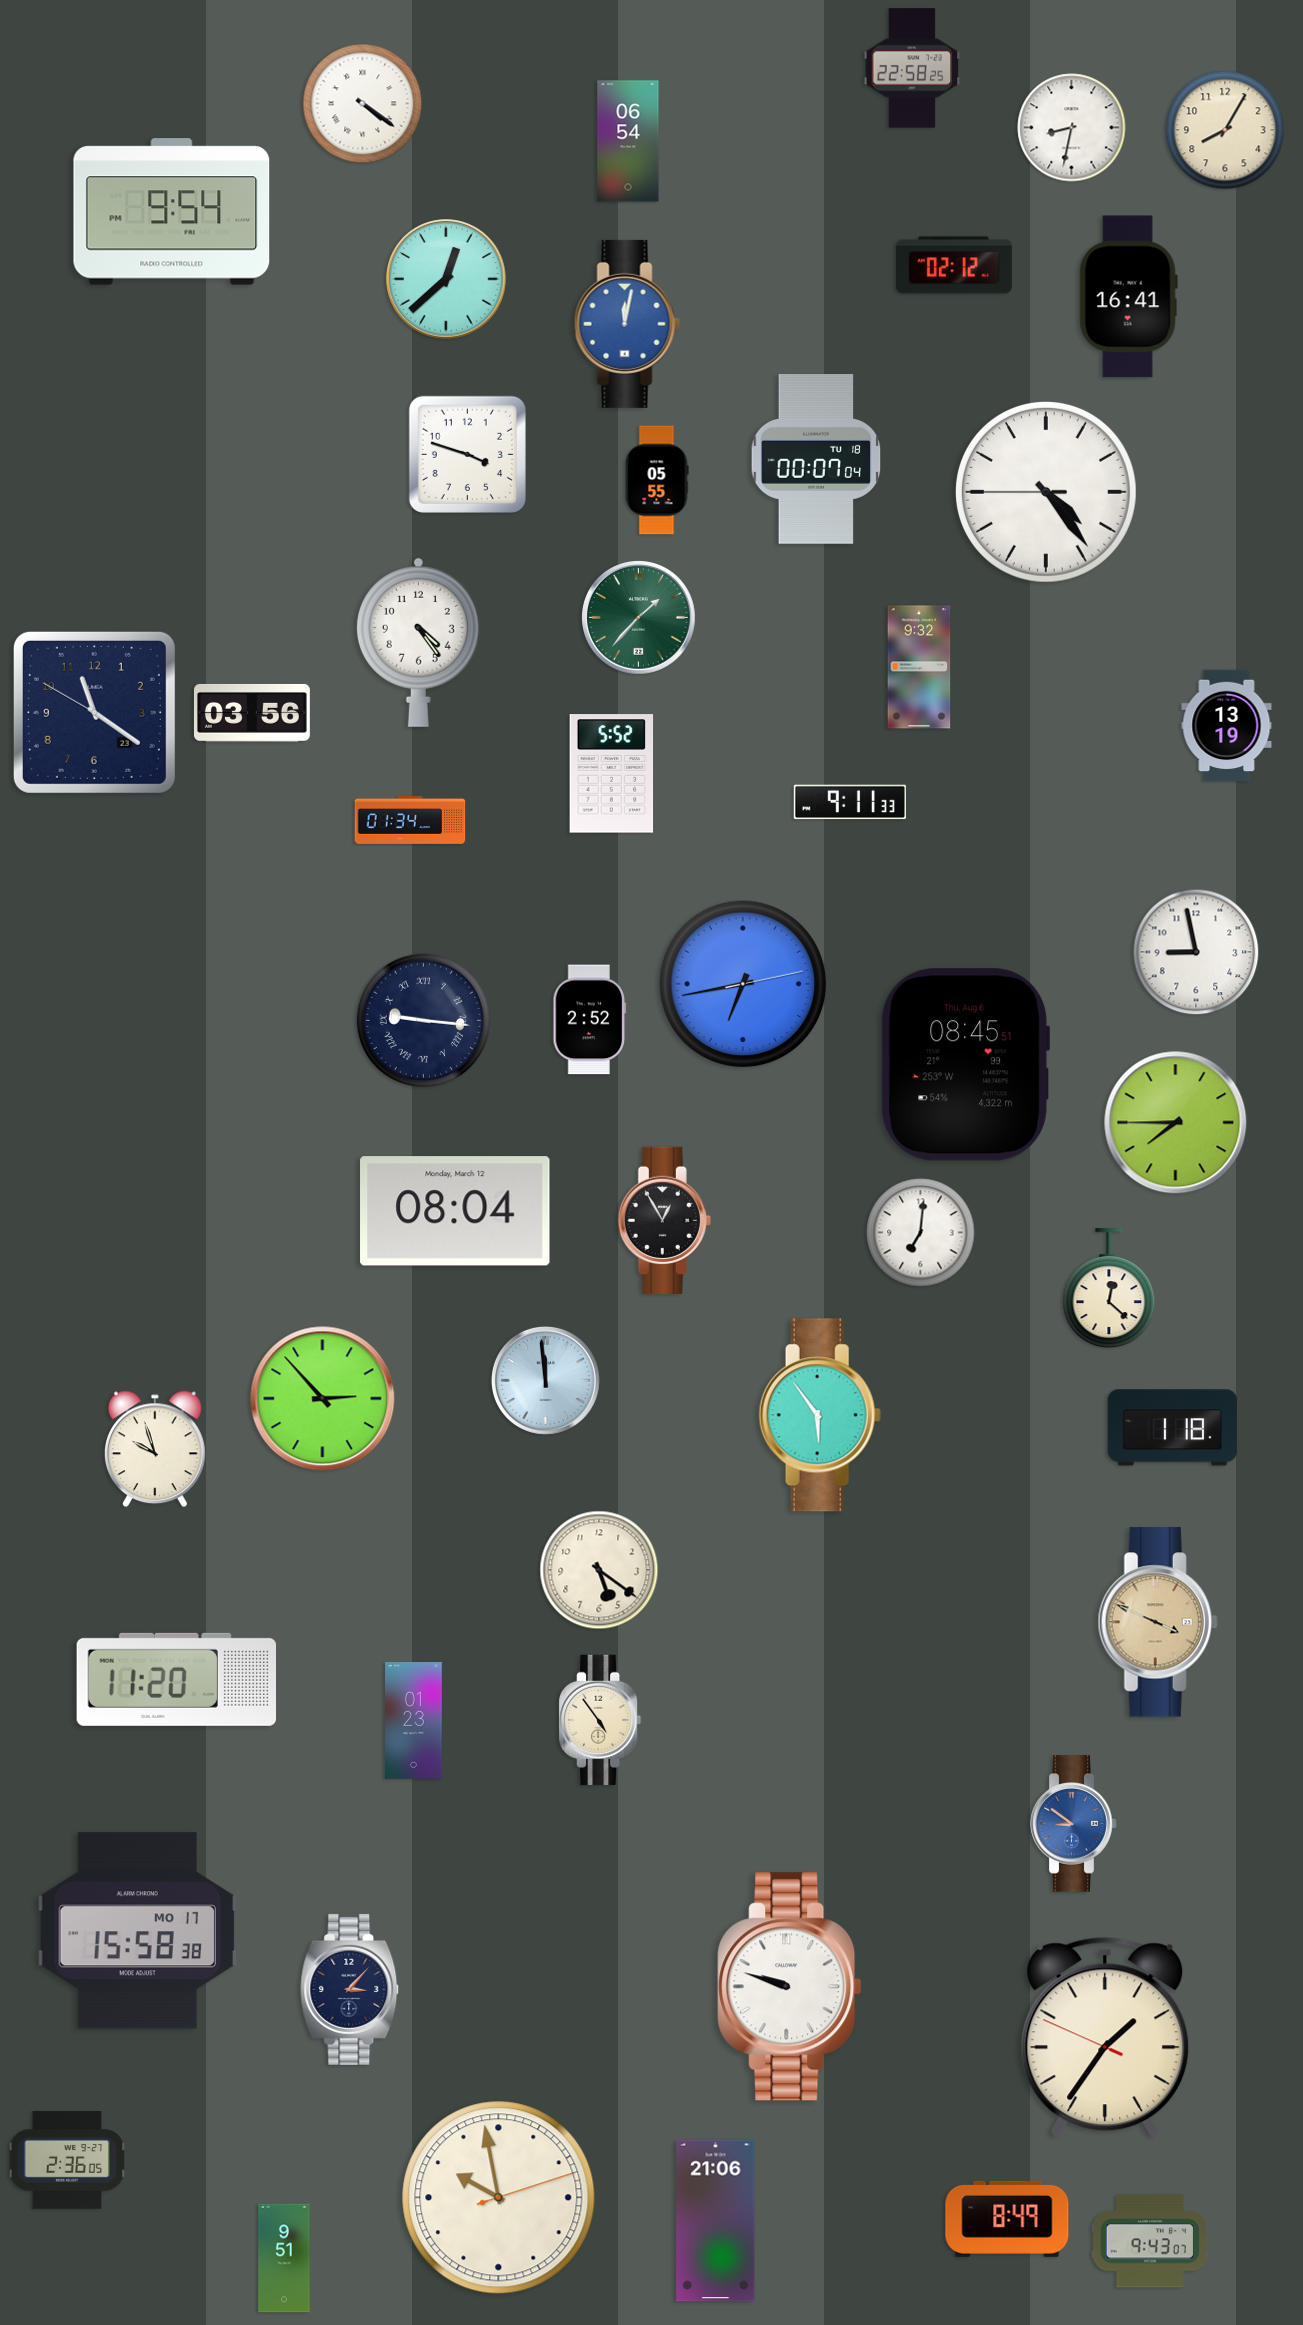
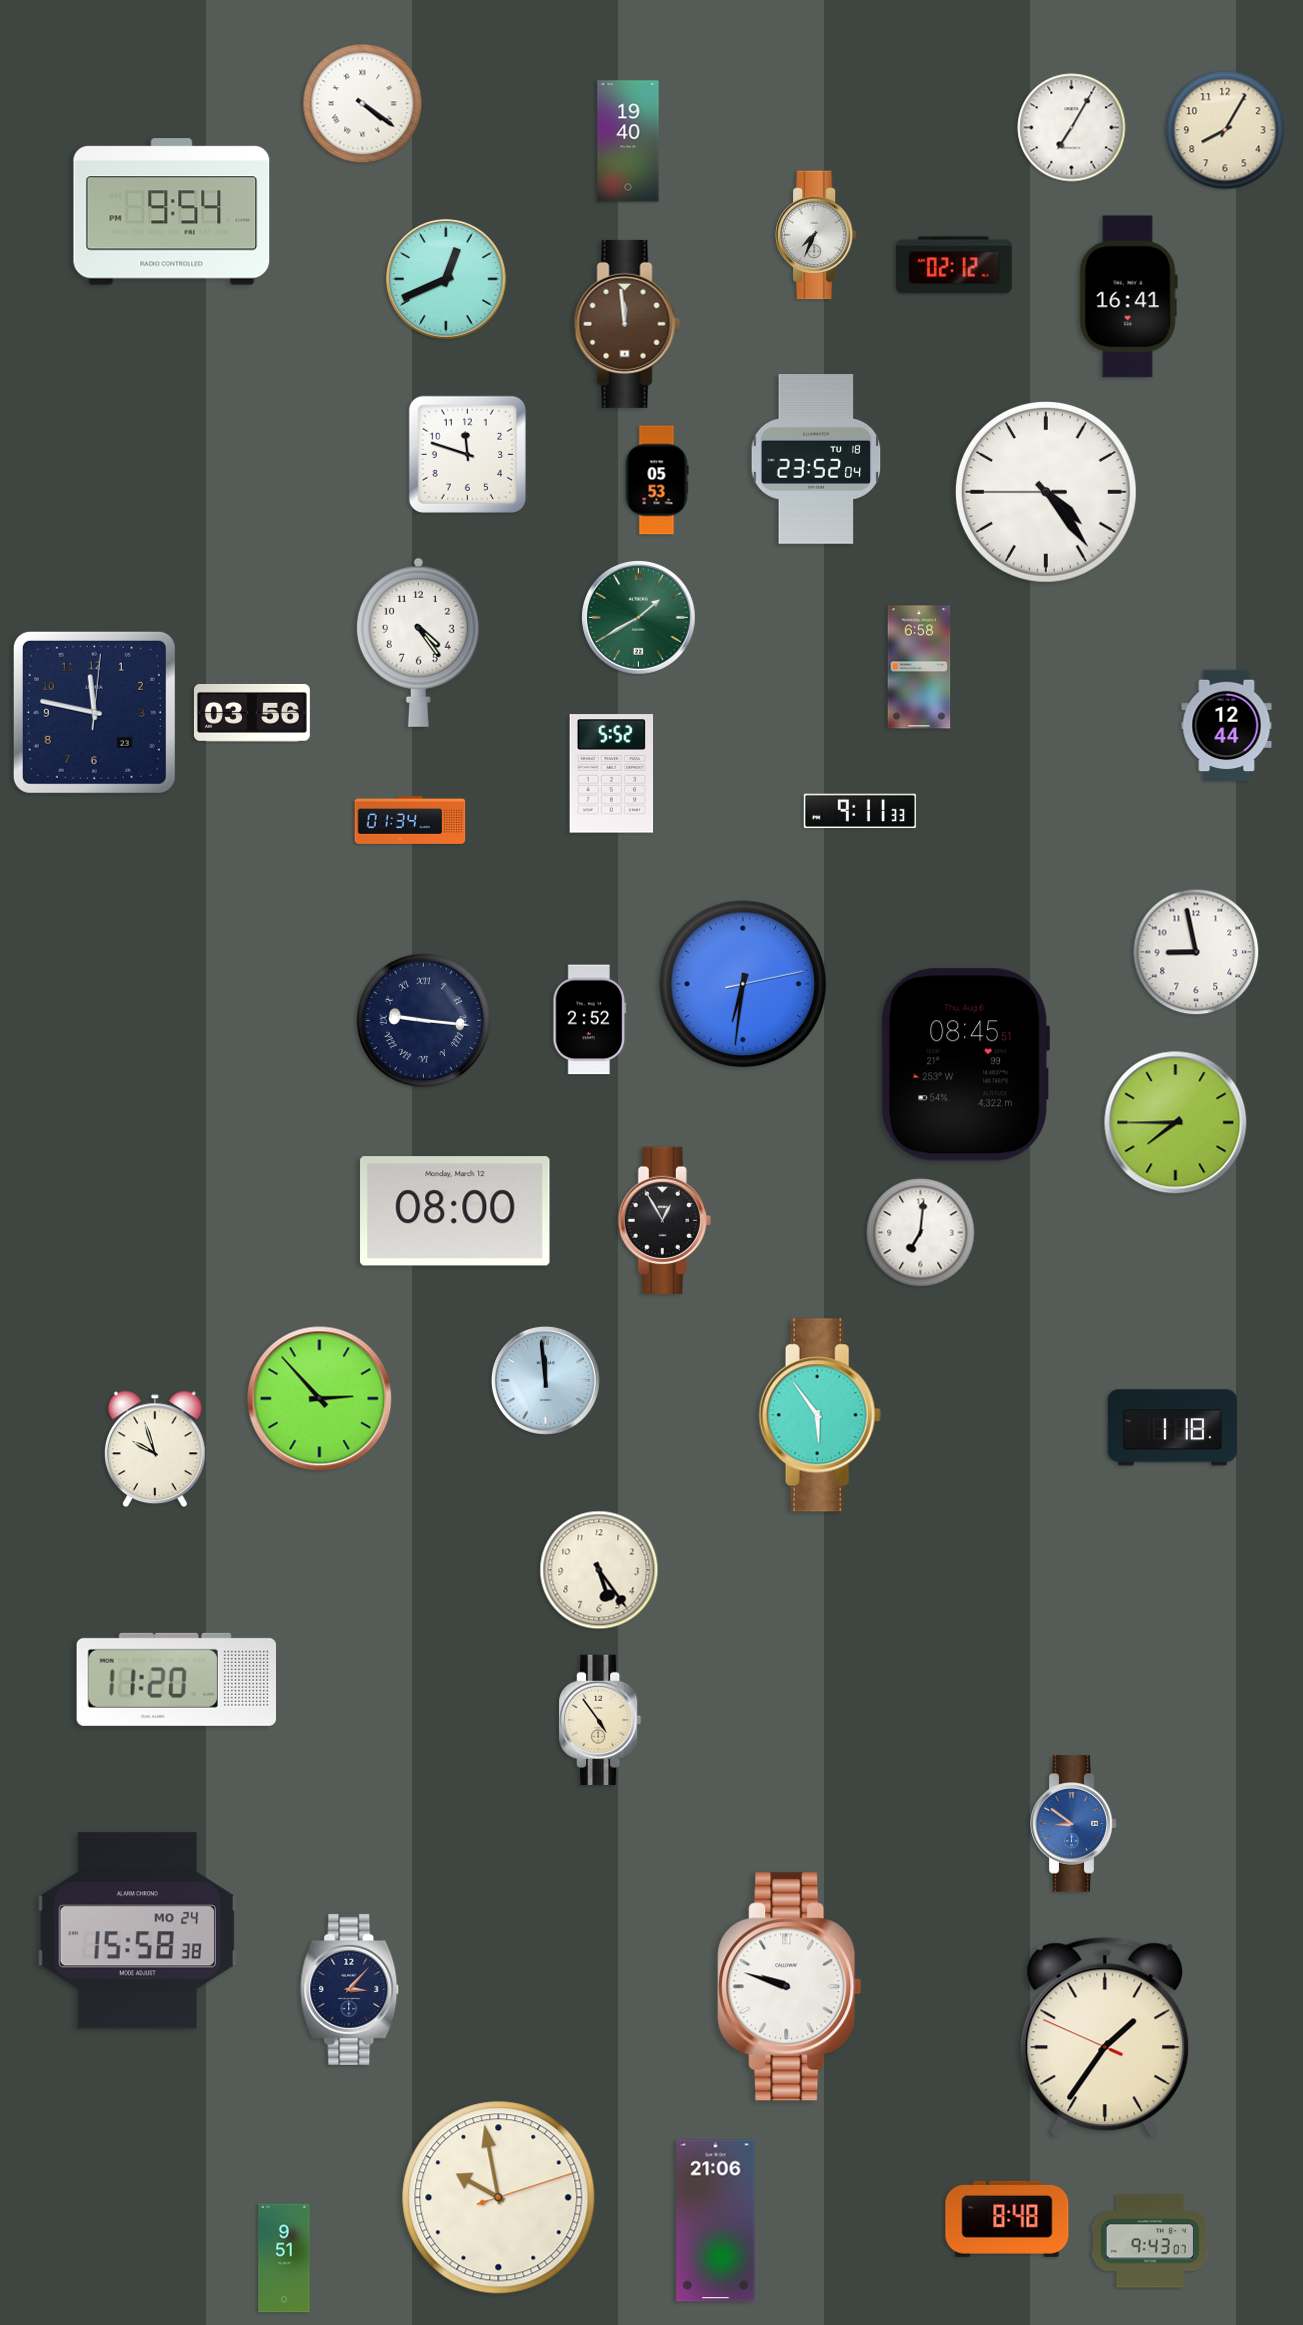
clock at (912, 68): 22:58 -> none
clock at (1072, 128): 8:32 -> 7:05
clock at (628, 141): 06:54 -> 19:40
clock at (817, 235): none -> 7:34
clock at (446, 279): 12:38 -> 12:41
clock at (627, 324): 12:02 -> 11:59
clock at (627, 324) dial: blue -> brown
clock at (467, 454): 3:48 -> 11:48
clock at (816, 460): 00:07 -> 23:52
clock at (657, 480): 05:55 -> 05:53
clock at (639, 618): 1:37 -> 1:40
clock at (919, 667): 9:32 -> 6:58
clock at (94, 712): 11:20 -> 11:47
clock at (1227, 726): 13:19 -> 12:44
clock at (849, 802) position: (849, 802) -> (859, 811)
clock at (743, 984): 6:43 -> 6:31
clock at (455, 1211): 08:04 -> 08:00
clock at (1109, 1289): 12:22 -> none
clock at (323, 1399) position: (323, 1399) -> (320, 1399)
clock at (599, 1570): 5:21 -> 5:24
clock at (1158, 1622): 3:49 -> none
clock at (414, 1721): 01:23 -> none
clock at (137, 1931) date: MO 17 -> MO 24
clock at (67, 2160): 2:36 -> none
clock at (1007, 2219): 8:49 -> 8:48
